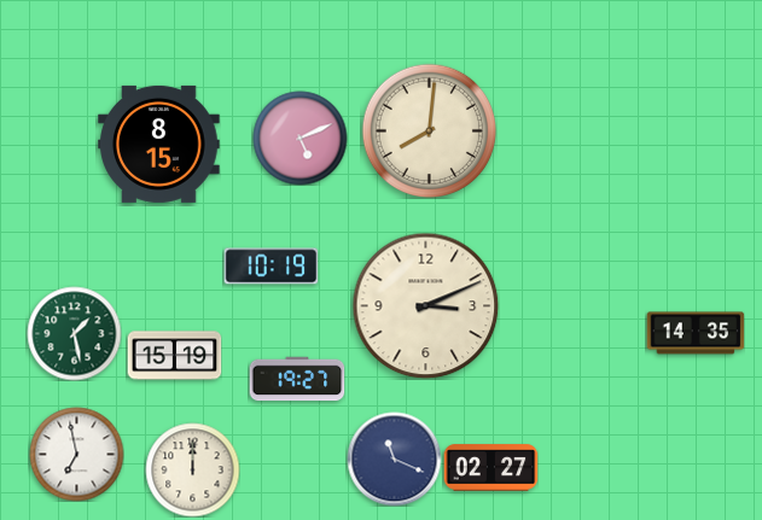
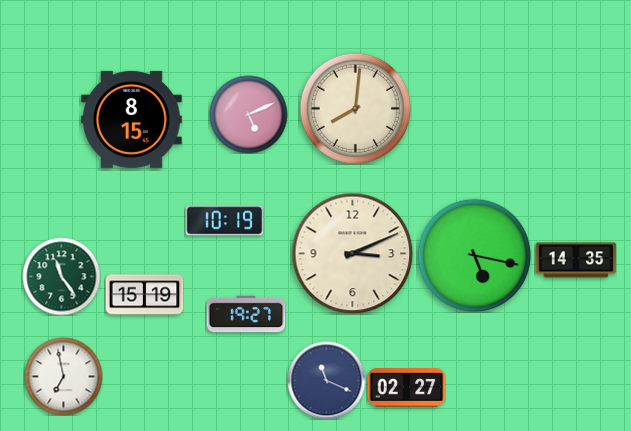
clock at (474, 255): none -> 5:17
clock at (74, 333): 1:28 -> 11:24
clock at (696, 333) position: (696, 333) -> (576, 260)
clock at (192, 469): 12:00 -> none
